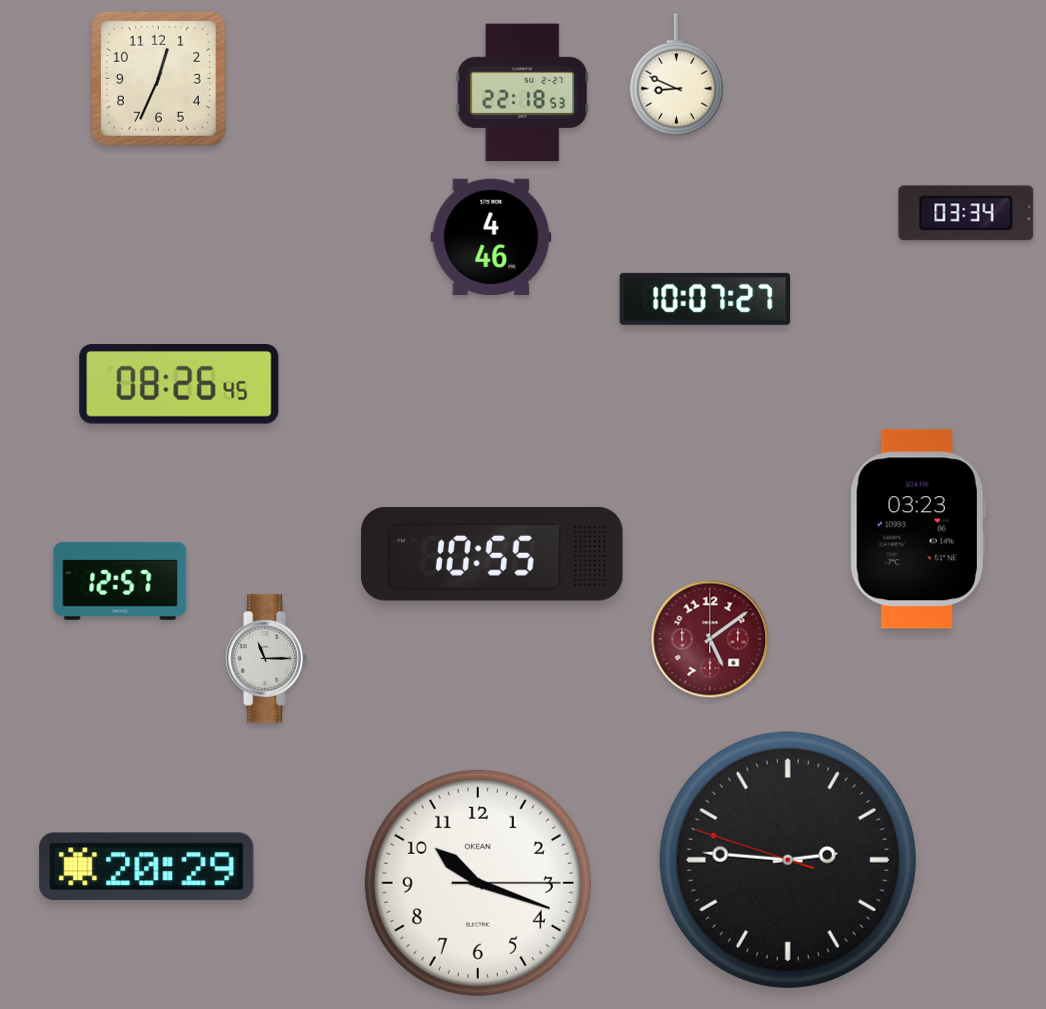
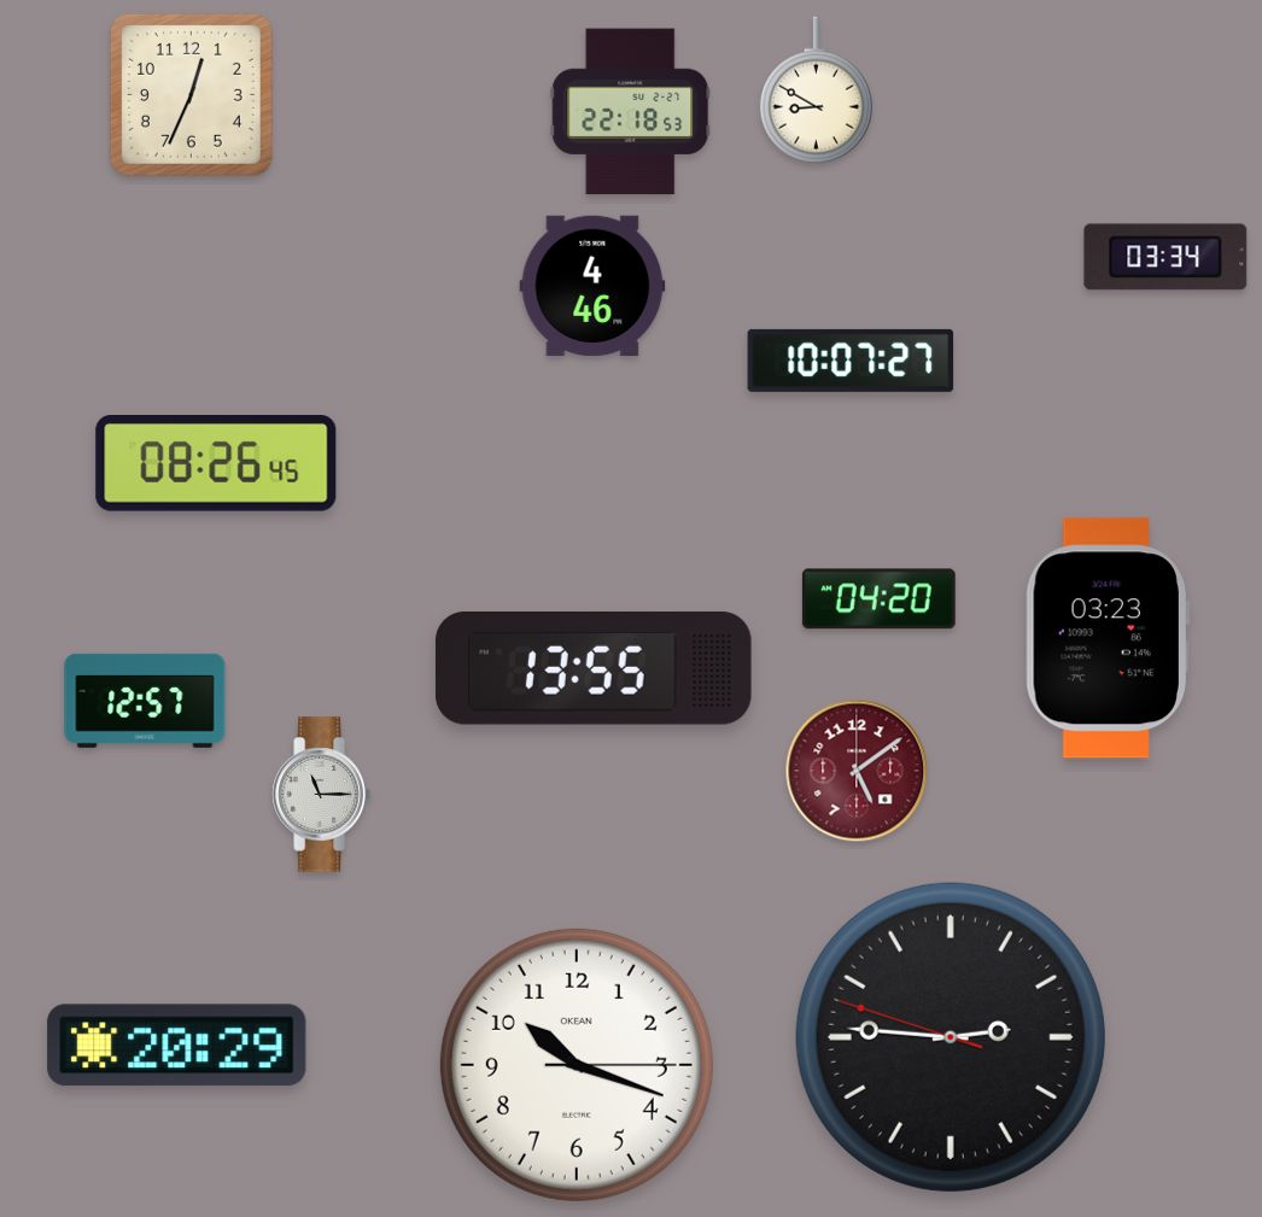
clock at (676, 75): 8:49 -> 8:50
clock at (878, 599): none -> 04:20
clock at (492, 554): 10:55 -> 13:55
